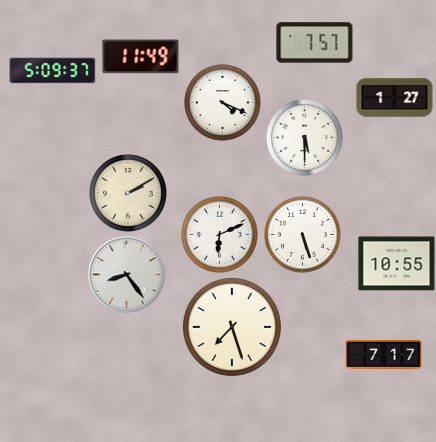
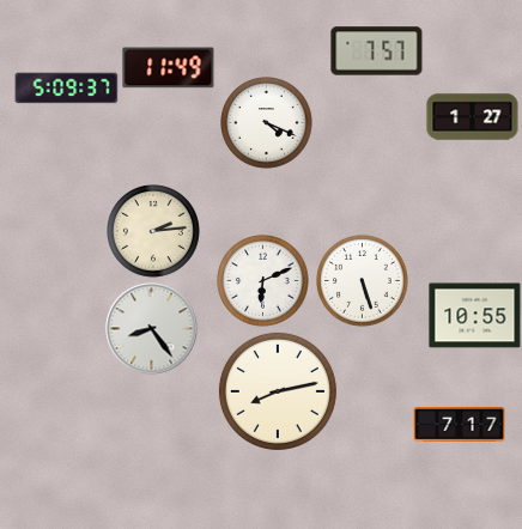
clock at (53, 71) position: (53, 71) -> (67, 89)
clock at (305, 138): 5:30 -> none
clock at (128, 193): 2:10 -> 2:14
clock at (232, 327): 7:27 -> 8:13
